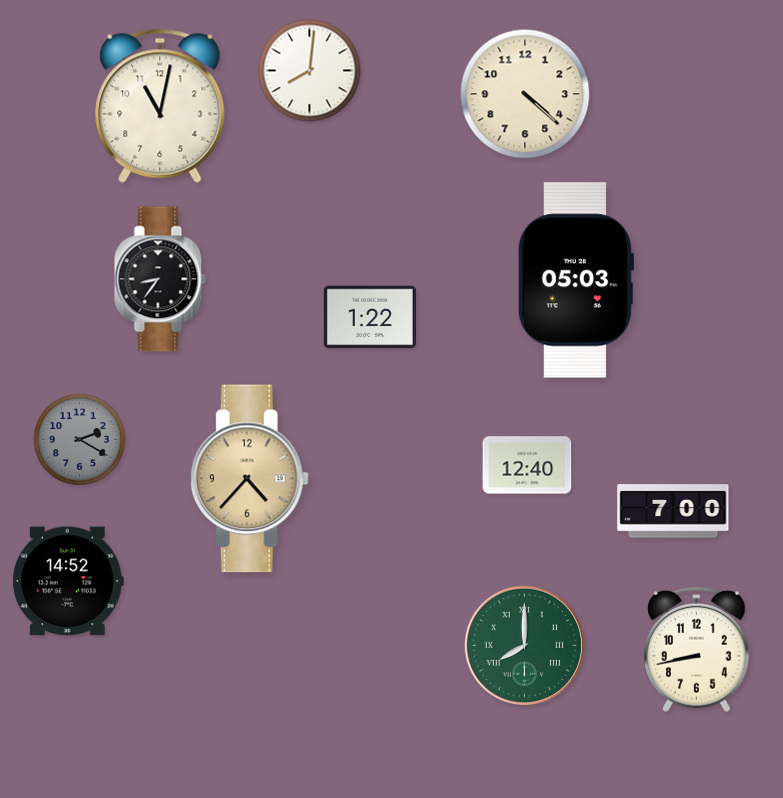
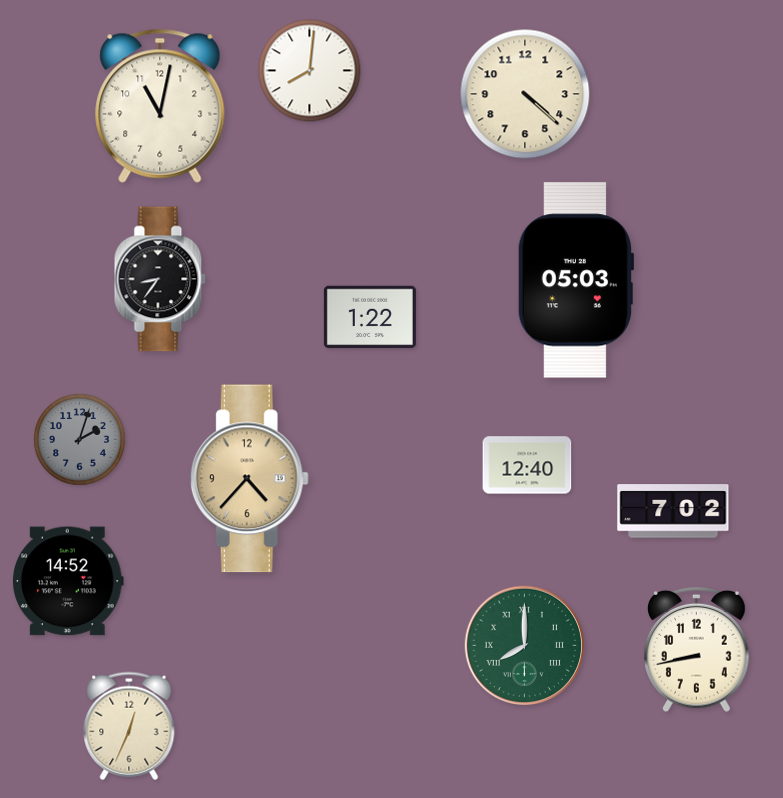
clock at (80, 440): 2:20 -> 2:03
clock at (673, 511): 7:00 -> 7:02
clock at (129, 726): none -> 12:34
